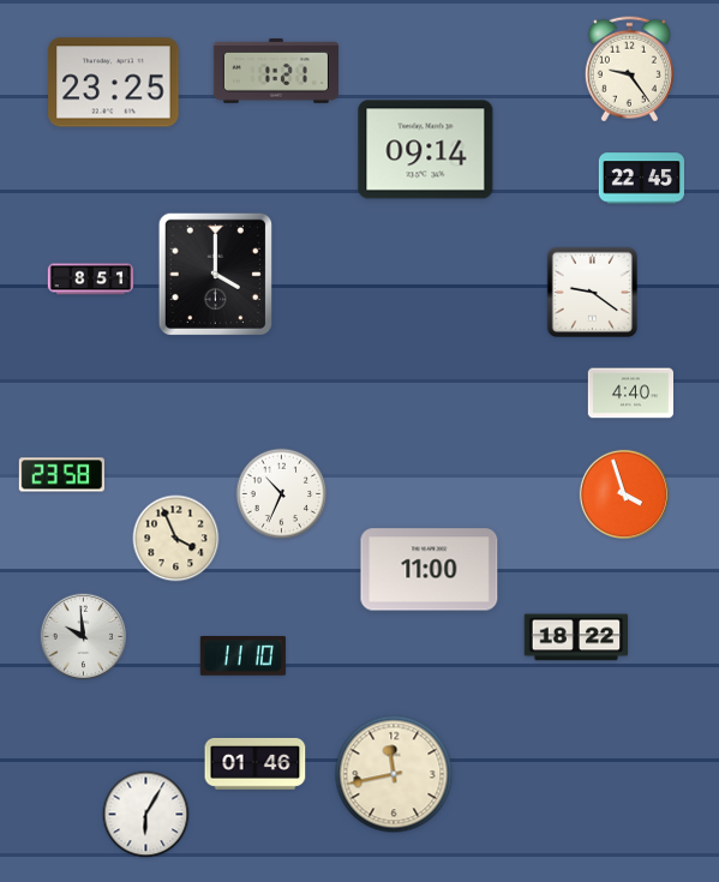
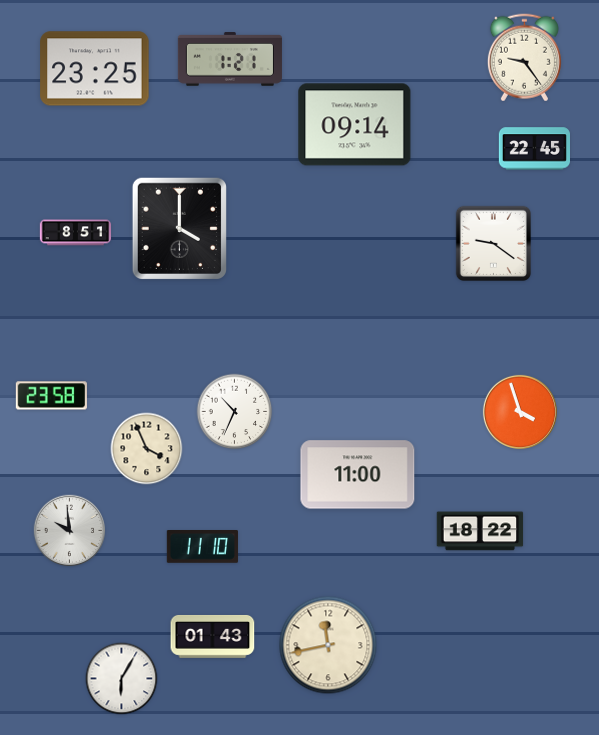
clock at (630, 394): 4:40 -> none
clock at (256, 763): 01:46 -> 01:43
